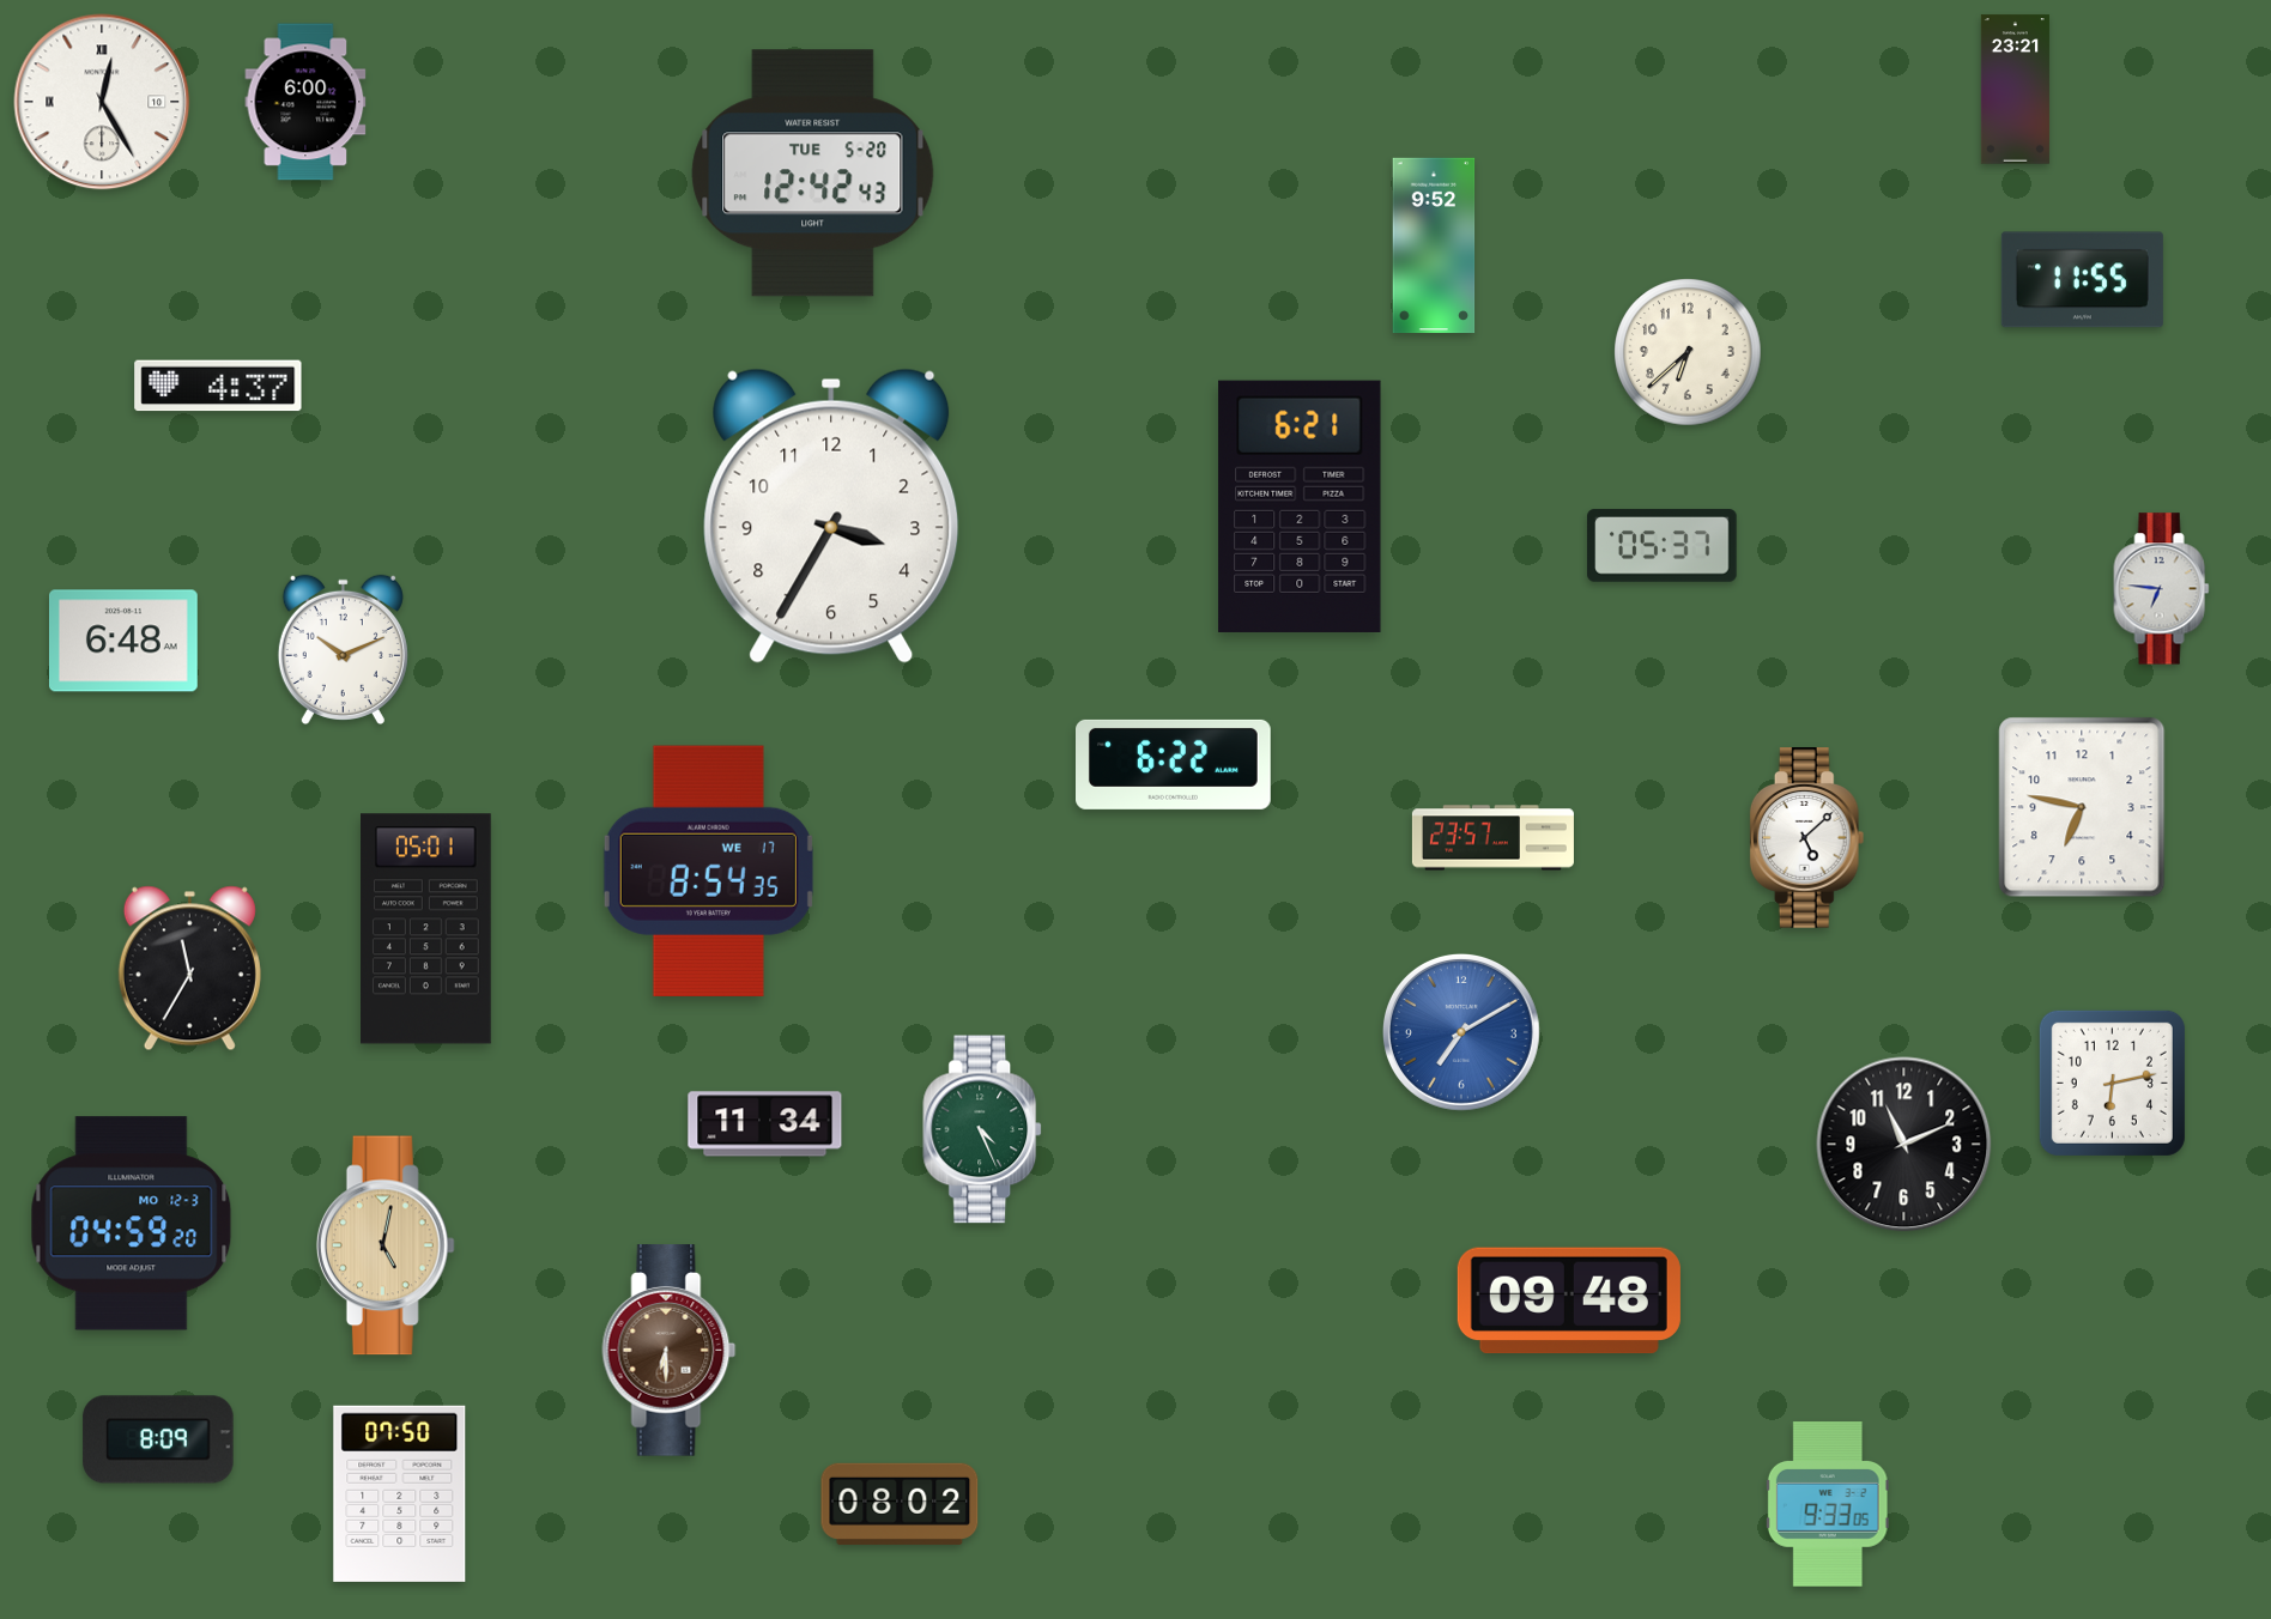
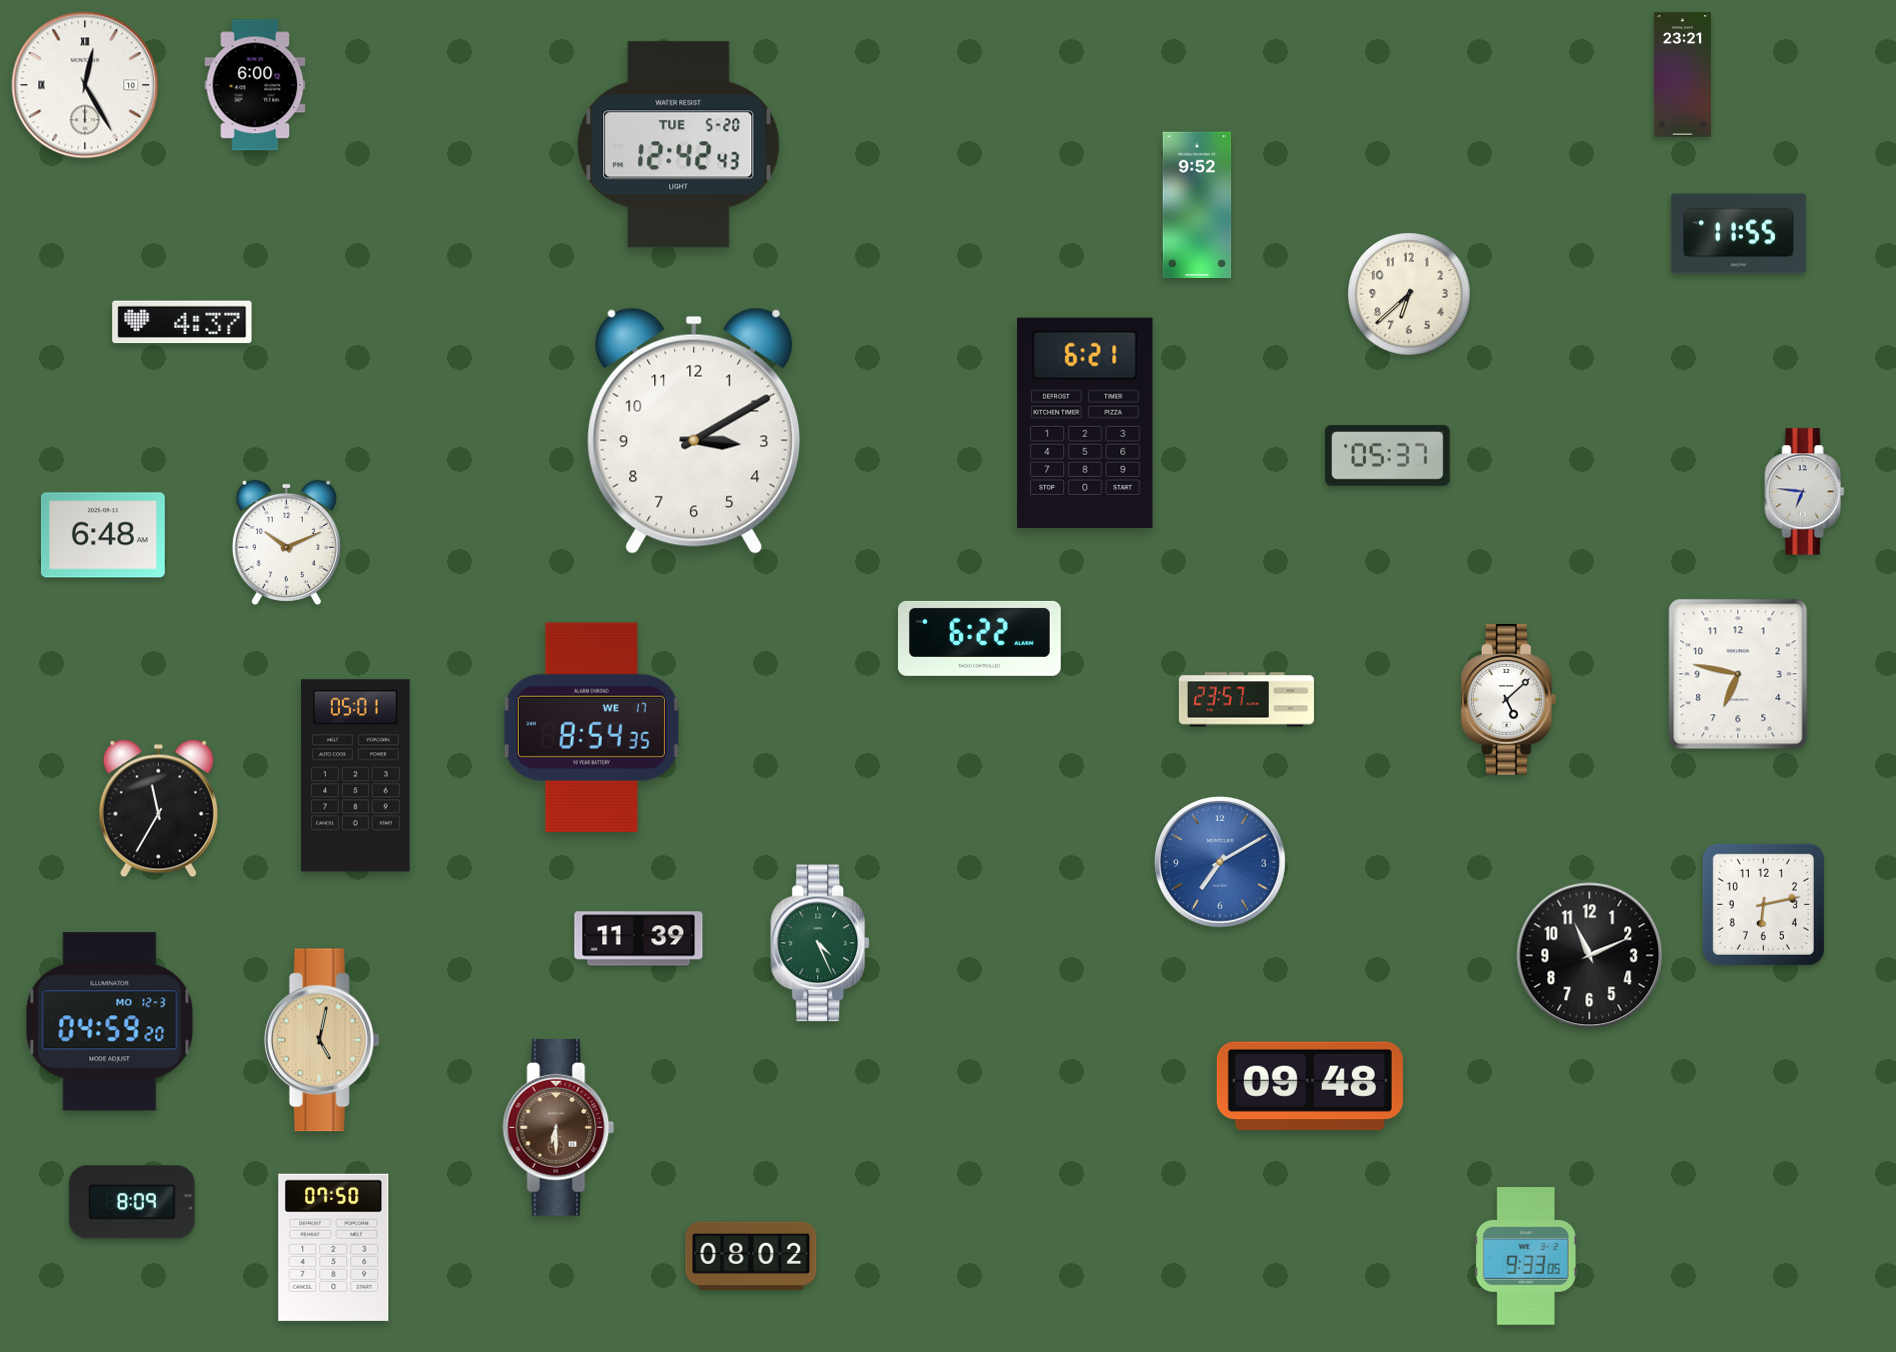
clock at (831, 516): 3:35 -> 3:10
clock at (765, 1124): 11:34 -> 11:39
